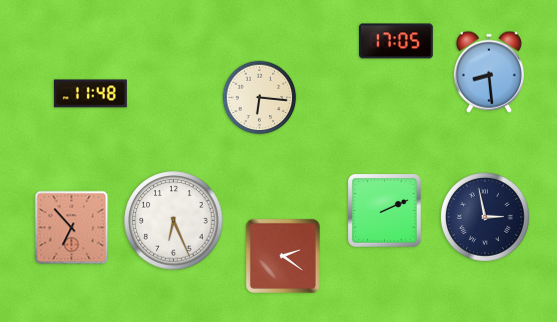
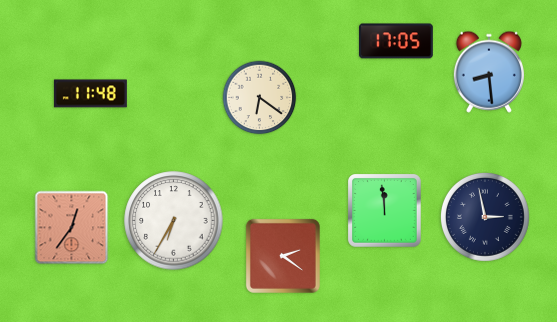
clock at (260, 98): 6:16 -> 6:21
clock at (385, 211): 2:11 -> 11:59
clock at (174, 221): 6:26 -> 6:35
clock at (72, 228): 6:53 -> 12:36
